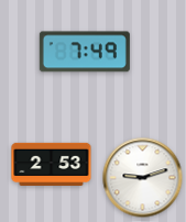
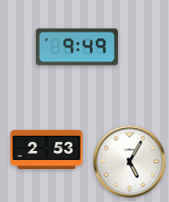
clock at (85, 52): 7:49 -> 9:49
clock at (143, 178): 9:12 -> 5:05
